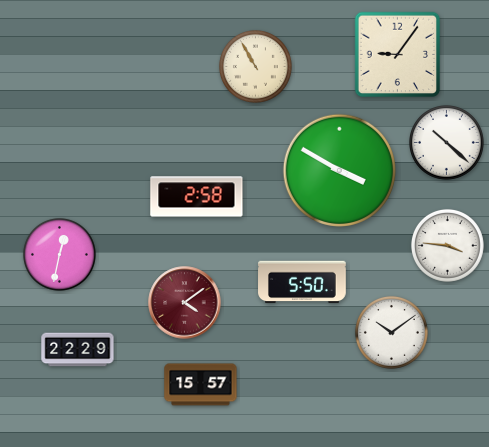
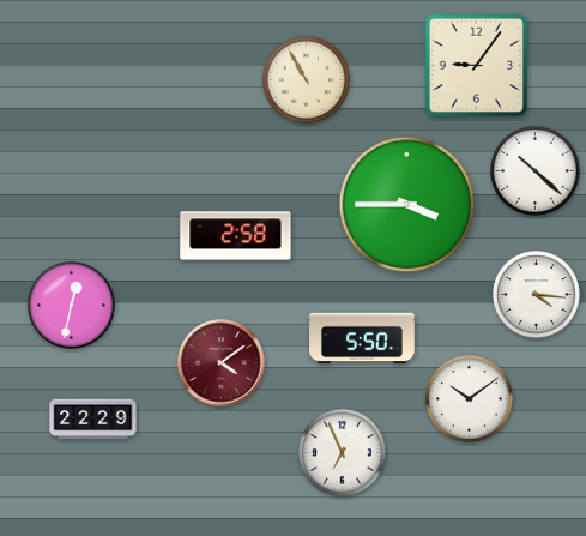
clock at (339, 170): 3:50 -> 3:45
clock at (447, 245): 3:46 -> 4:16
clock at (342, 452): none -> 6:56
clock at (201, 385): 15:57 -> none
